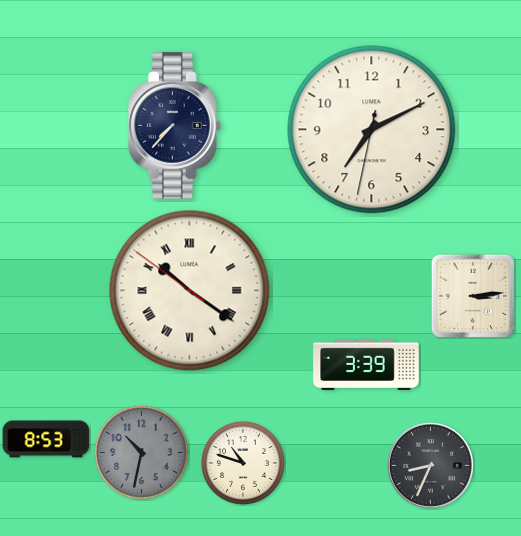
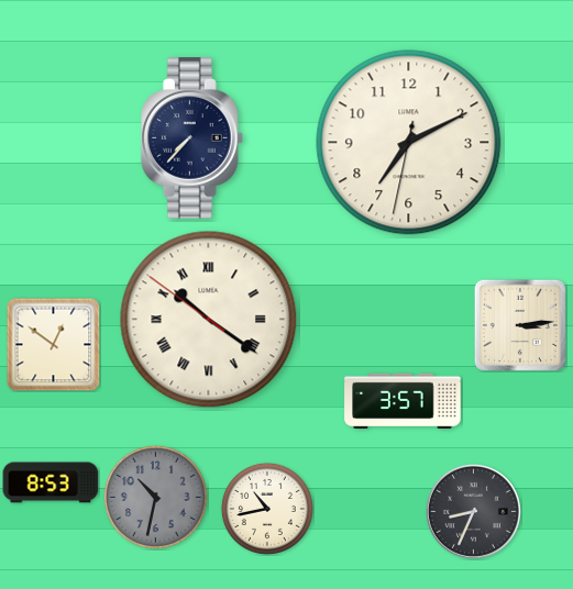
clock at (54, 345): none -> 12:51
clock at (366, 364): 3:39 -> 3:57
clock at (243, 463): 10:48 -> 10:43
